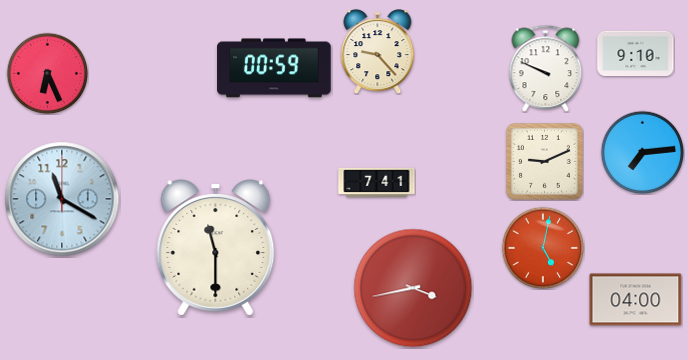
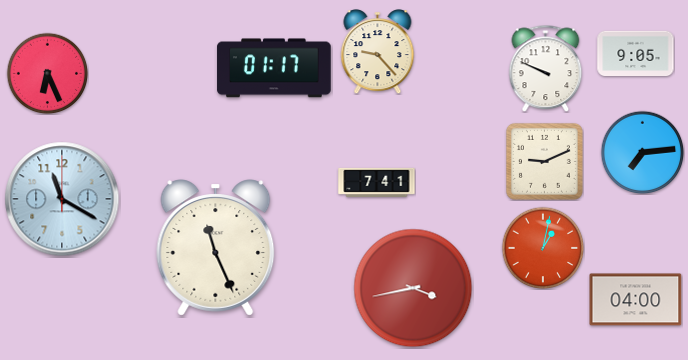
clock at (636, 53): 9:10 -> 9:05
clock at (274, 68): 00:59 -> 01:17
clock at (216, 248): 11:30 -> 11:26
clock at (543, 248): 5:02 -> 1:02
